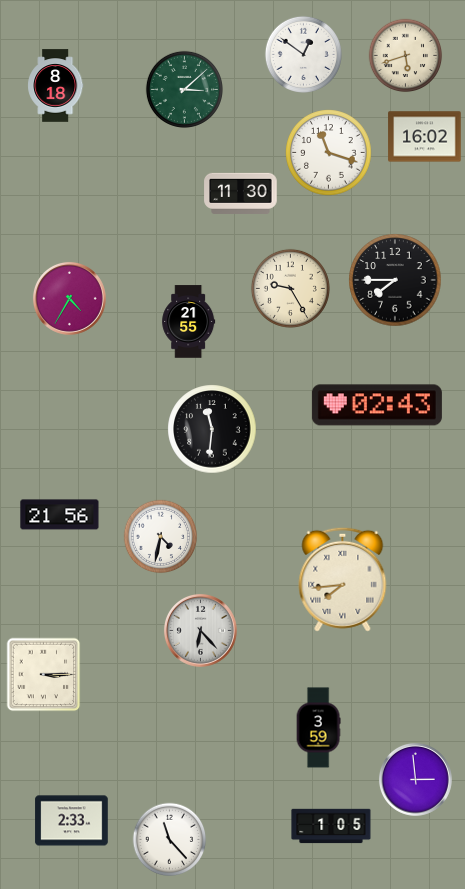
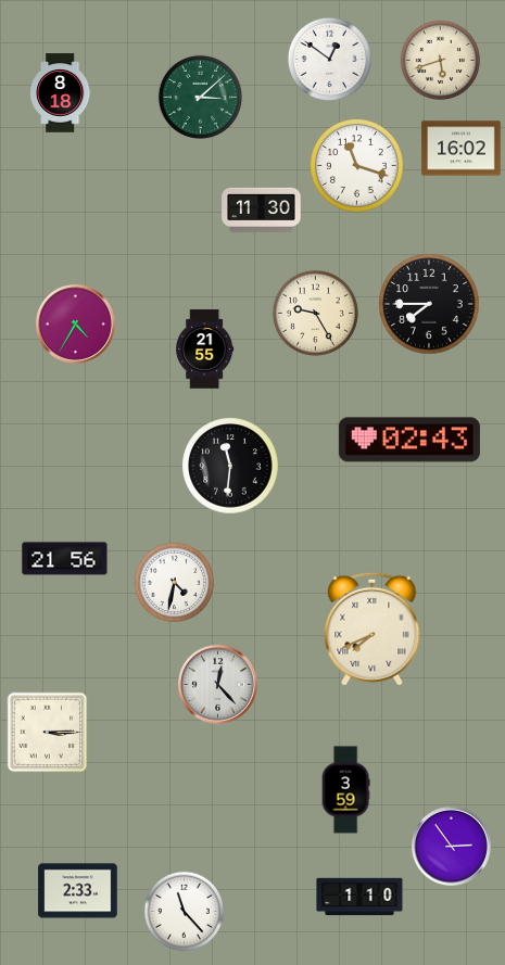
clock at (343, 579): 7:44 -> 7:41
clock at (200, 630): 6:23 -> 12:23
clock at (415, 779): 2:59 -> 2:54
clock at (331, 826): 1:05 -> 1:10
